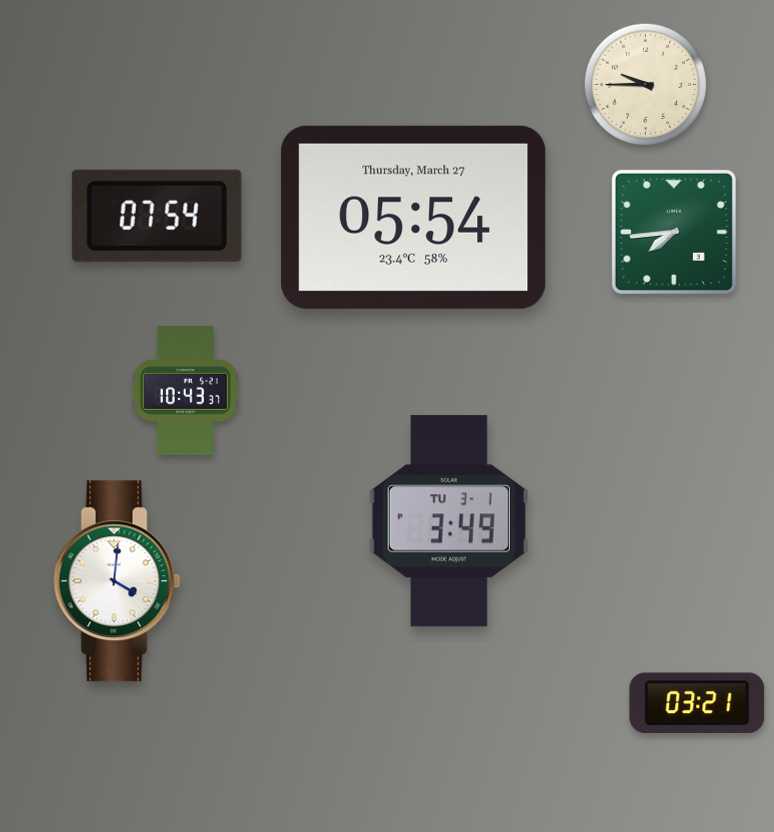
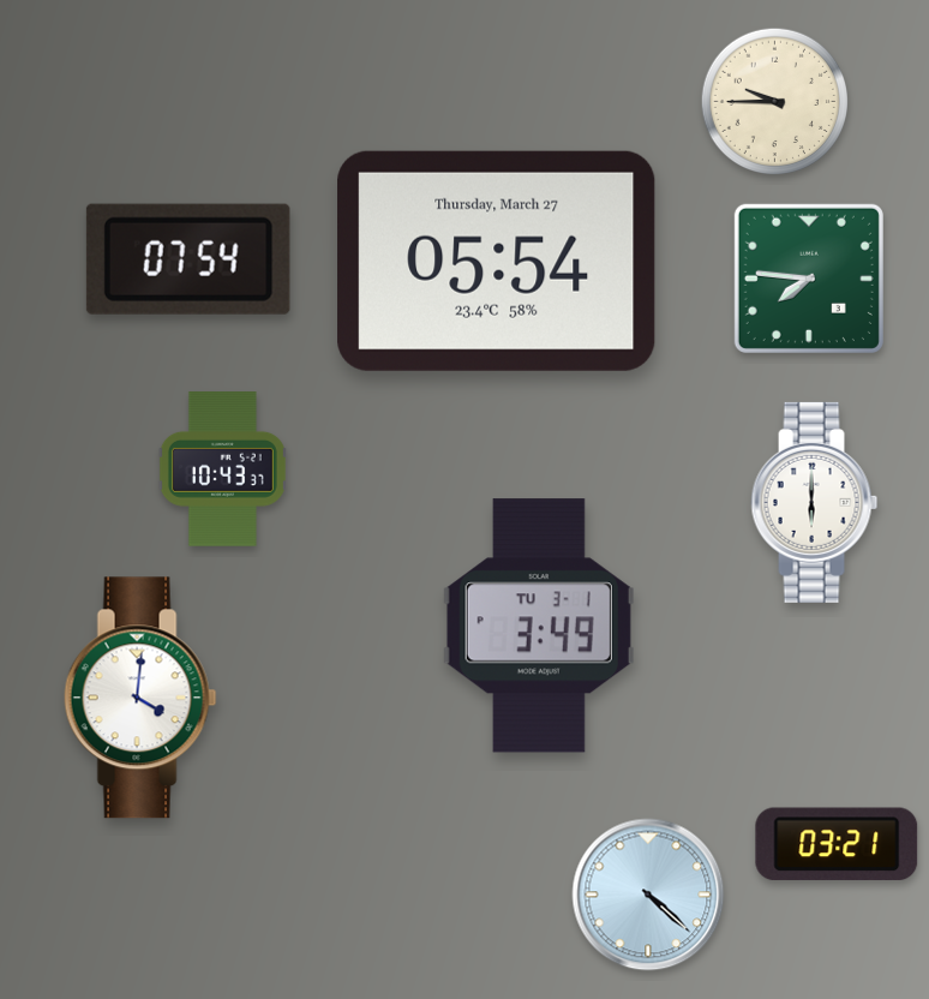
clock at (674, 232): 7:44 -> 7:46
clock at (815, 502): none -> 6:00
clock at (648, 895): none -> 4:22
